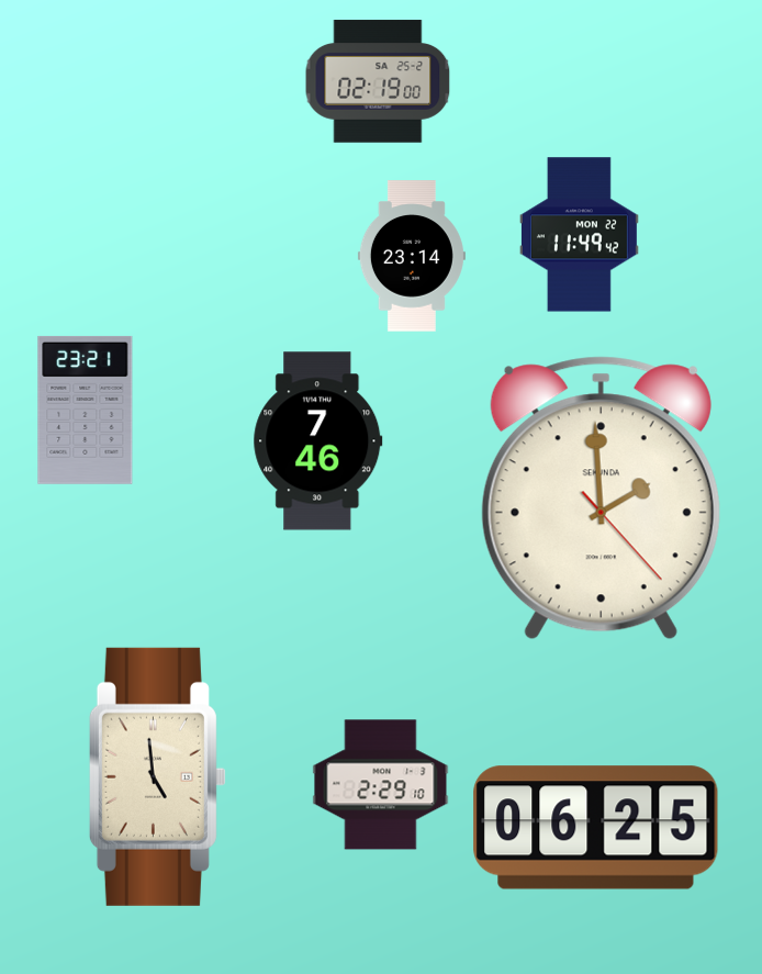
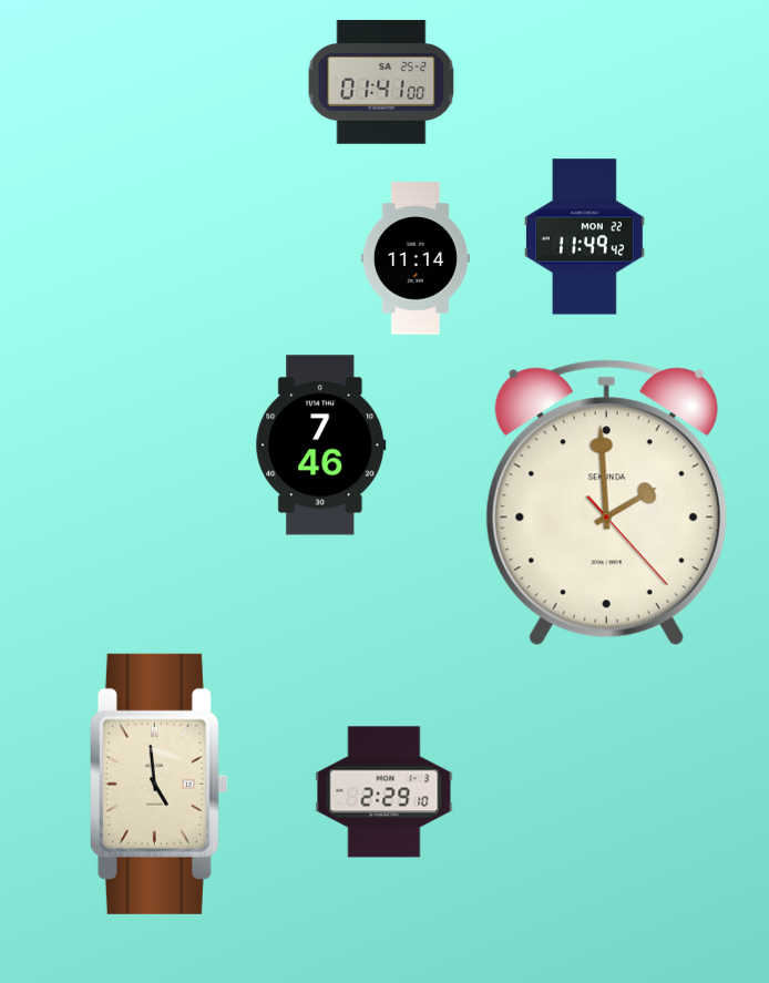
clock at (378, 81): 02:19 -> 01:41
clock at (412, 256): 23:14 -> 11:14
clock at (86, 410): 23:21 -> none
clock at (596, 828): 06:25 -> none
